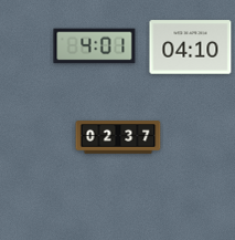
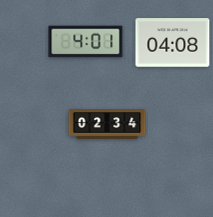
clock at (191, 48): 04:10 -> 04:08
clock at (118, 137): 02:37 -> 02:34
